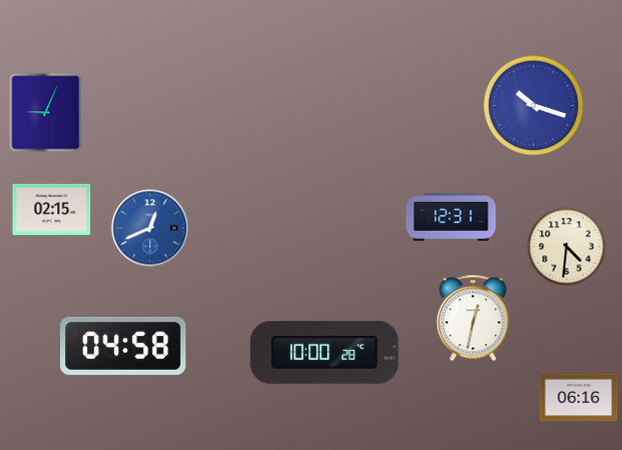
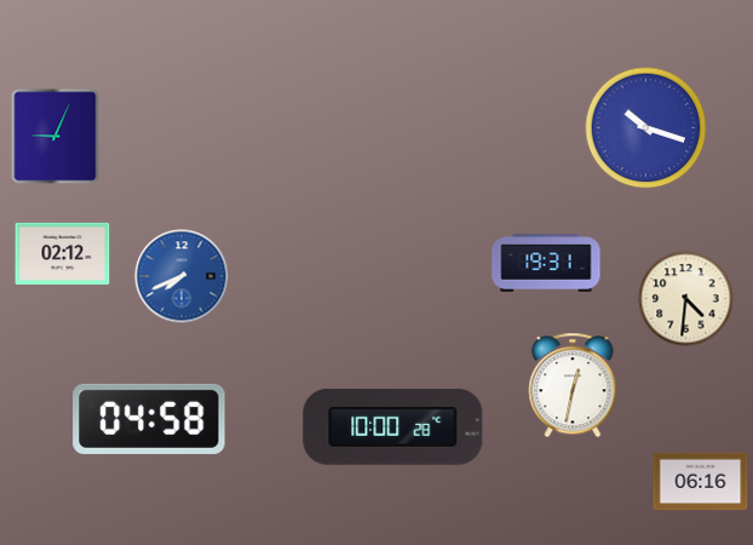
clock at (52, 209): 02:15 -> 02:12
clock at (451, 217): 12:31 -> 19:31
clock at (150, 228): 12:41 -> 7:41
